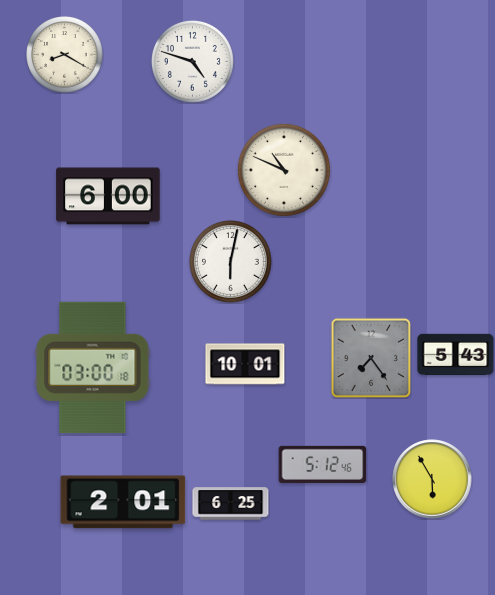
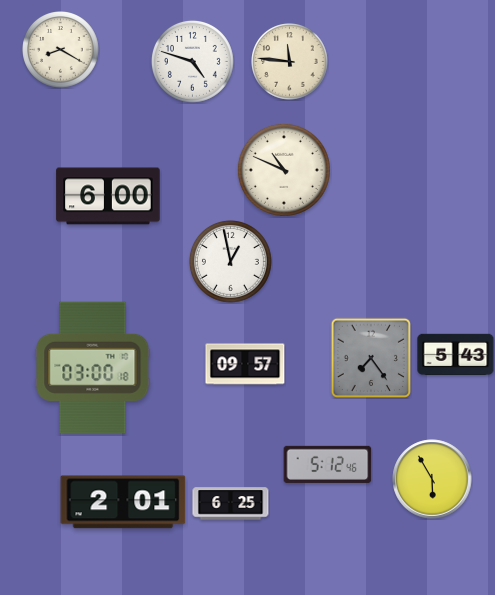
clock at (65, 55) position: (65, 55) -> (61, 50)
clock at (290, 62): none -> 11:46
clock at (230, 261): 6:02 -> 12:58
clock at (245, 364): 10:01 -> 09:57
clock at (323, 464) position: (323, 464) -> (328, 464)
